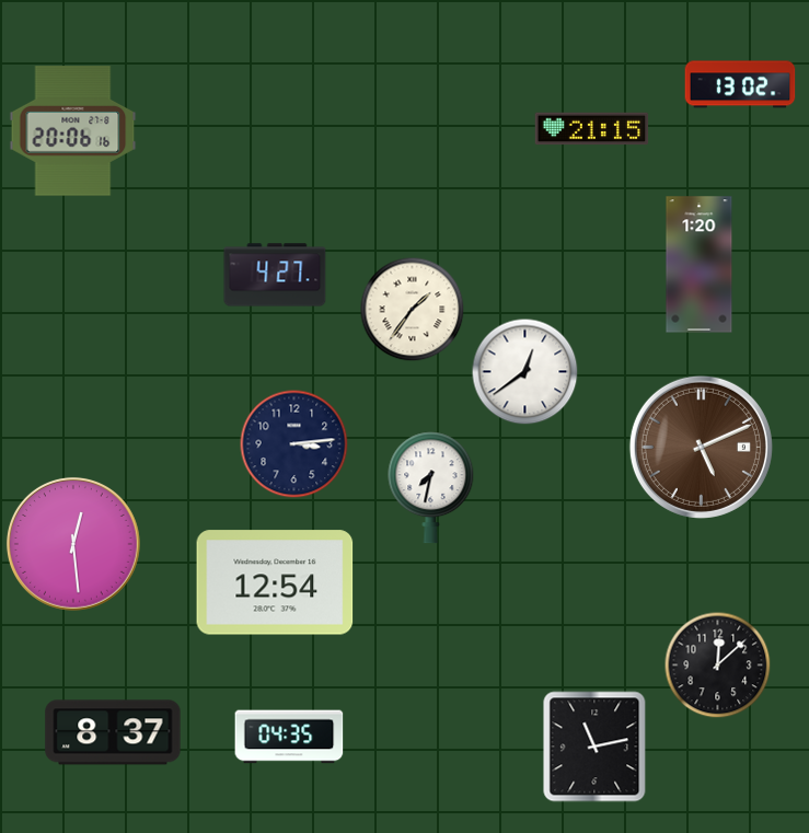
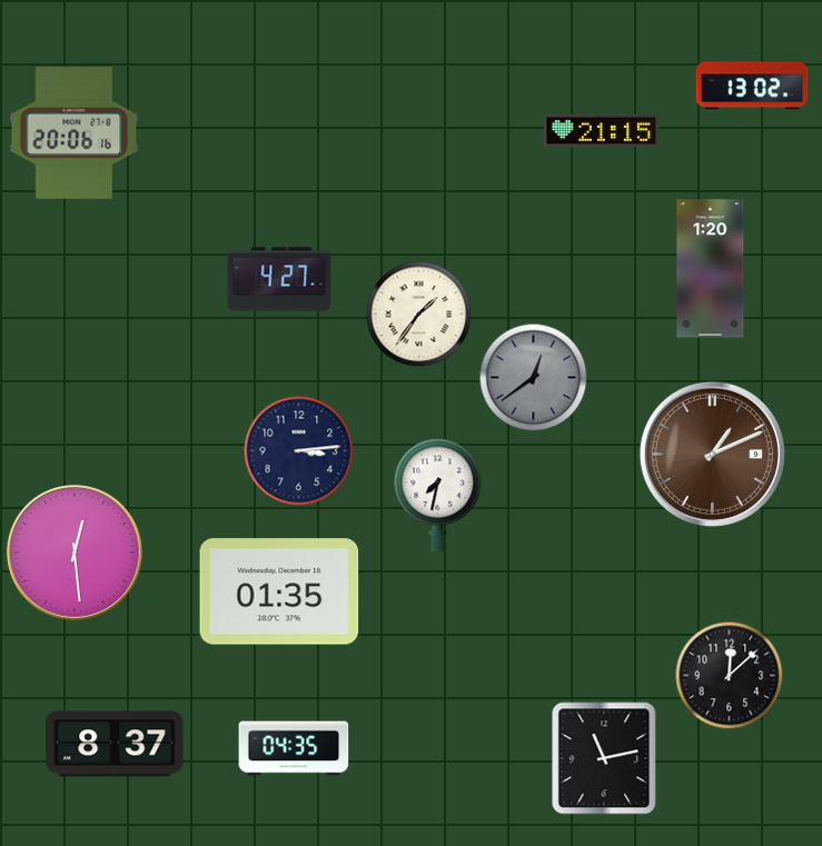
clock at (524, 371) dial: white -> grey
clock at (701, 447): 5:11 -> 1:11
clock at (275, 582): 12:54 -> 01:35
